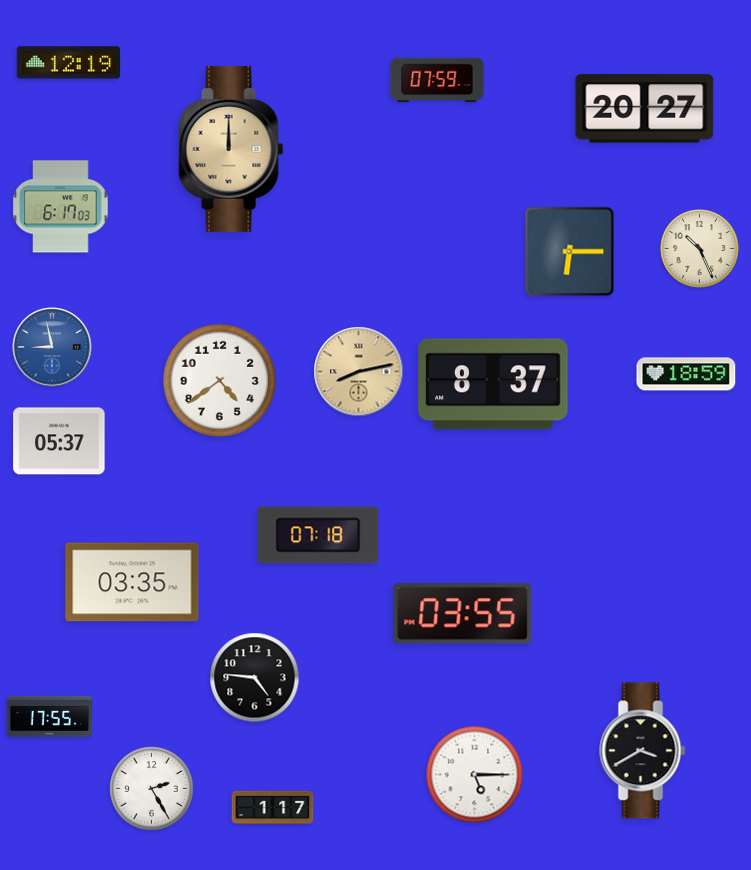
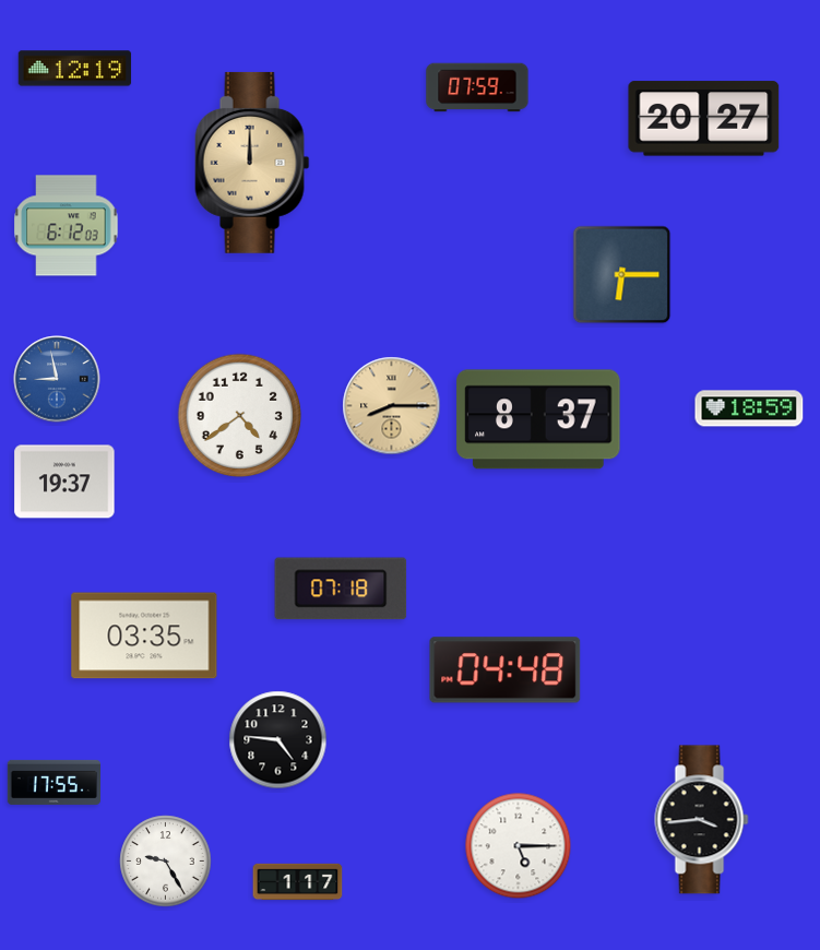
clock at (61, 207): 6:17 -> 6:12
clock at (700, 249): 10:26 -> none
clock at (359, 372): 8:13 -> 8:15
clock at (59, 441): 05:37 -> 19:37
clock at (318, 535) position: (318, 535) -> (341, 589)
clock at (463, 614): 03:55 -> 04:48
clock at (643, 751): 3:40 -> 3:44
clock at (152, 789): 2:25 -> 9:25
